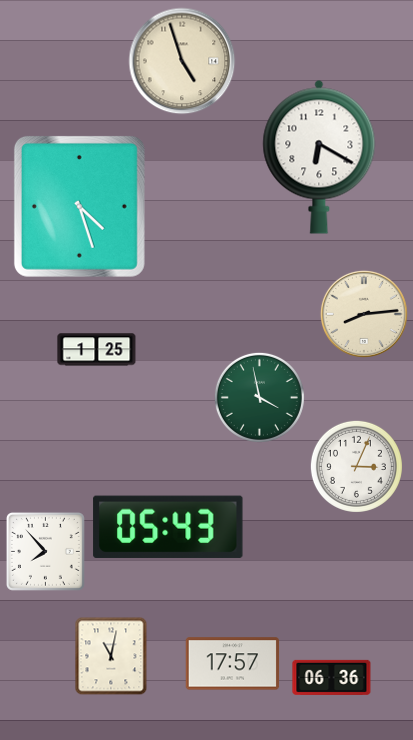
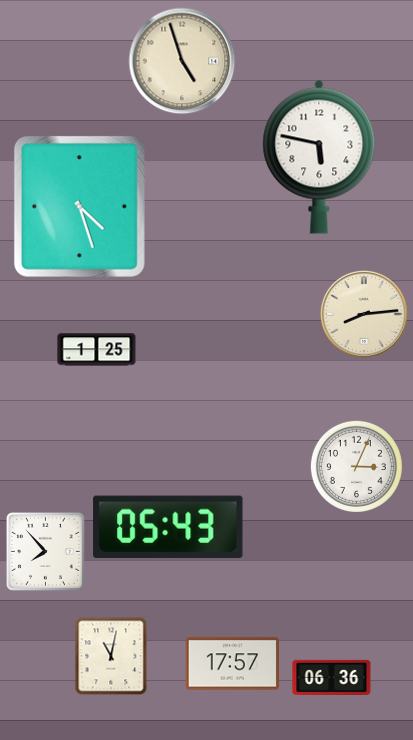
clock at (319, 157): 6:20 -> 5:47
clock at (259, 397): 3:58 -> none
